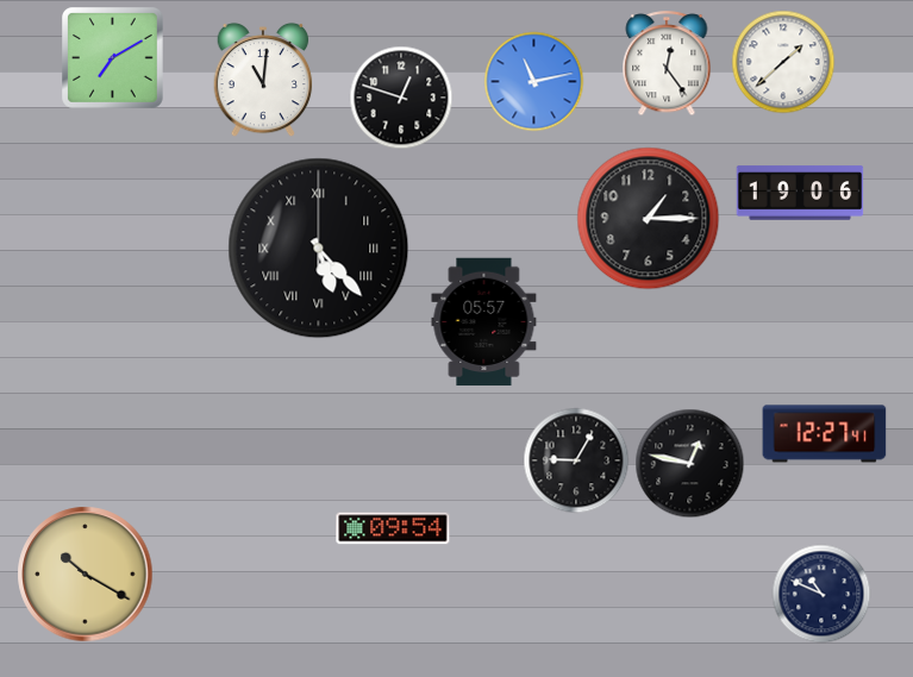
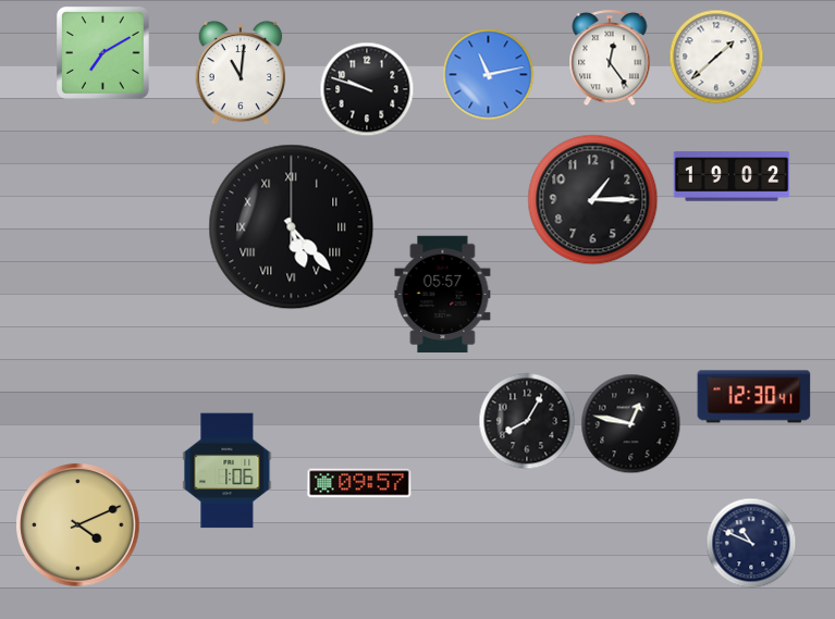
clock at (401, 98): 12:48 -> 9:48
clock at (800, 193): 19:06 -> 19:02
clock at (825, 434): 12:27 -> 12:30
clock at (576, 460): 9:05 -> 8:05
clock at (228, 471): none -> 1:06
clock at (393, 528): 09:54 -> 09:57
clock at (86, 575): 10:20 -> 4:11
